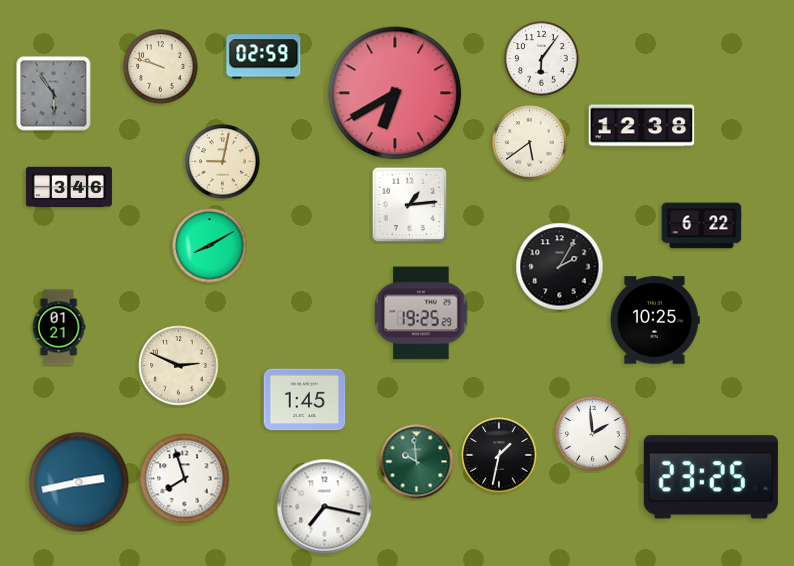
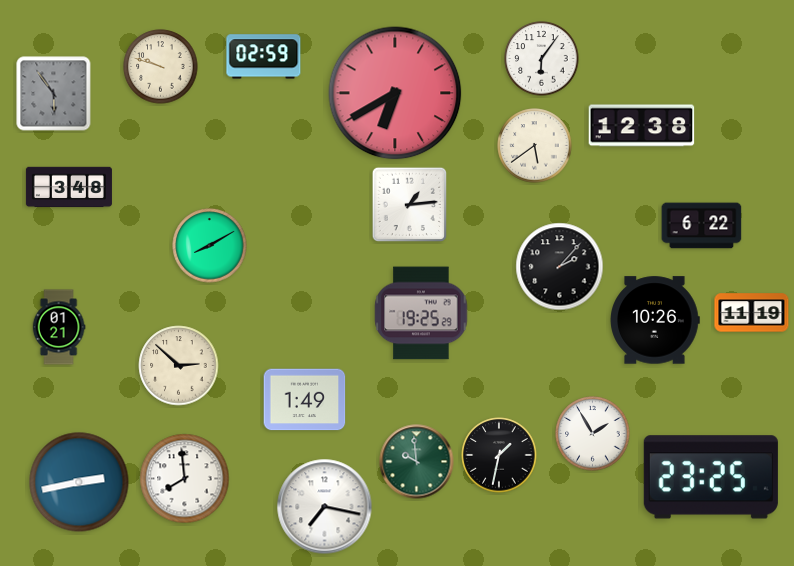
clock at (530, 143) position: (530, 143) -> (535, 146)
clock at (223, 162): 9:02 -> none
clock at (69, 187): 3:46 -> 3:48
clock at (560, 267): 2:05 -> 2:07
clock at (752, 313): none -> 11:19
clock at (655, 320): 10:25 -> 10:26
clock at (179, 366): 2:49 -> 2:52
clock at (305, 400): 1:45 -> 1:49
clock at (593, 434): 1:59 -> 1:55
clock at (185, 479): 7:57 -> 7:59
